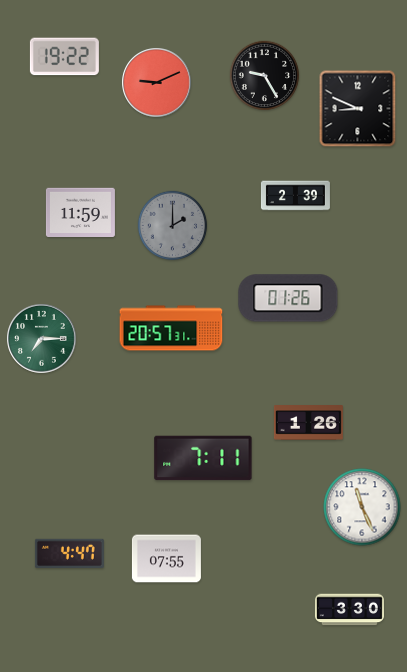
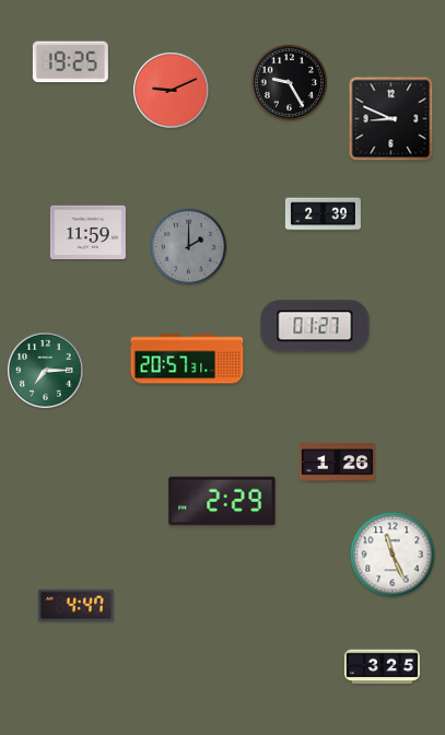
clock at (64, 57): 19:22 -> 19:25
clock at (288, 298): 01:26 -> 01:27
clock at (203, 458): 7:11 -> 2:29
clock at (362, 507) position: (362, 507) -> (393, 555)
clock at (166, 559): 07:55 -> none
clock at (349, 610): 3:30 -> 3:25
